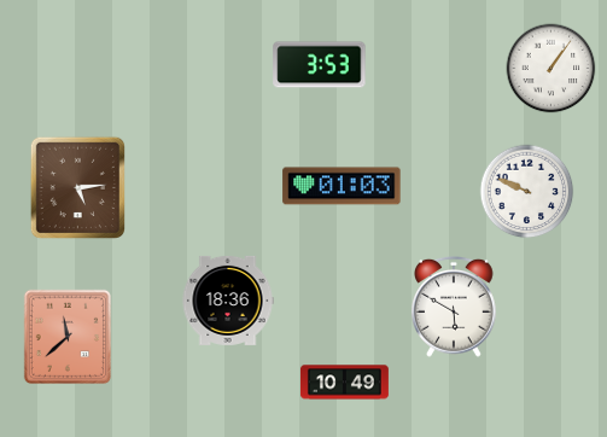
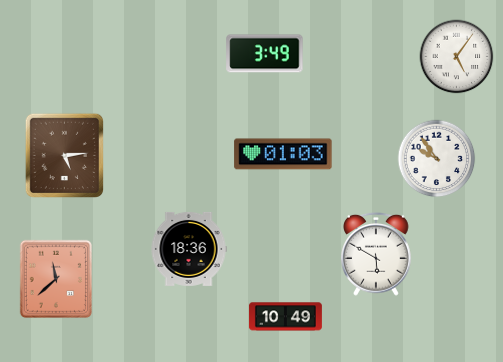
clock at (320, 65): 3:53 -> 3:49
clock at (551, 69): 1:06 -> 5:06
clock at (527, 192): 9:49 -> 9:54
